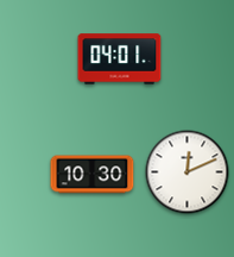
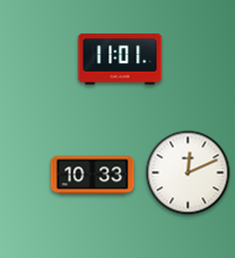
clock at (120, 59): 04:01 -> 11:01
clock at (93, 175): 10:30 -> 10:33
